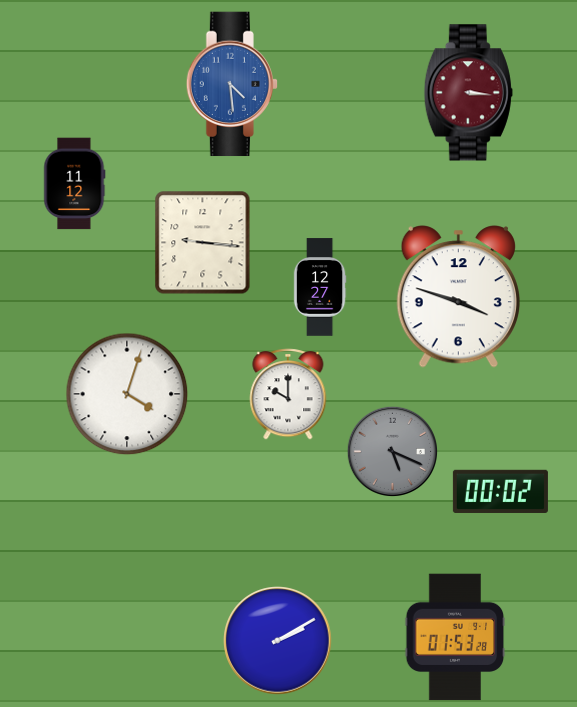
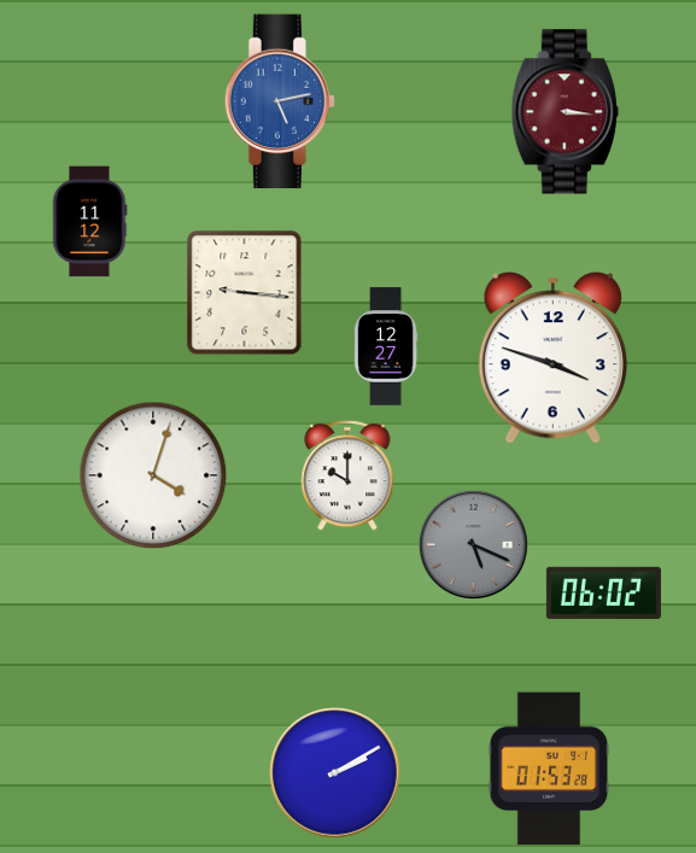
clock at (231, 84): 4:29 -> 5:13
clock at (500, 491): 00:02 -> 06:02
